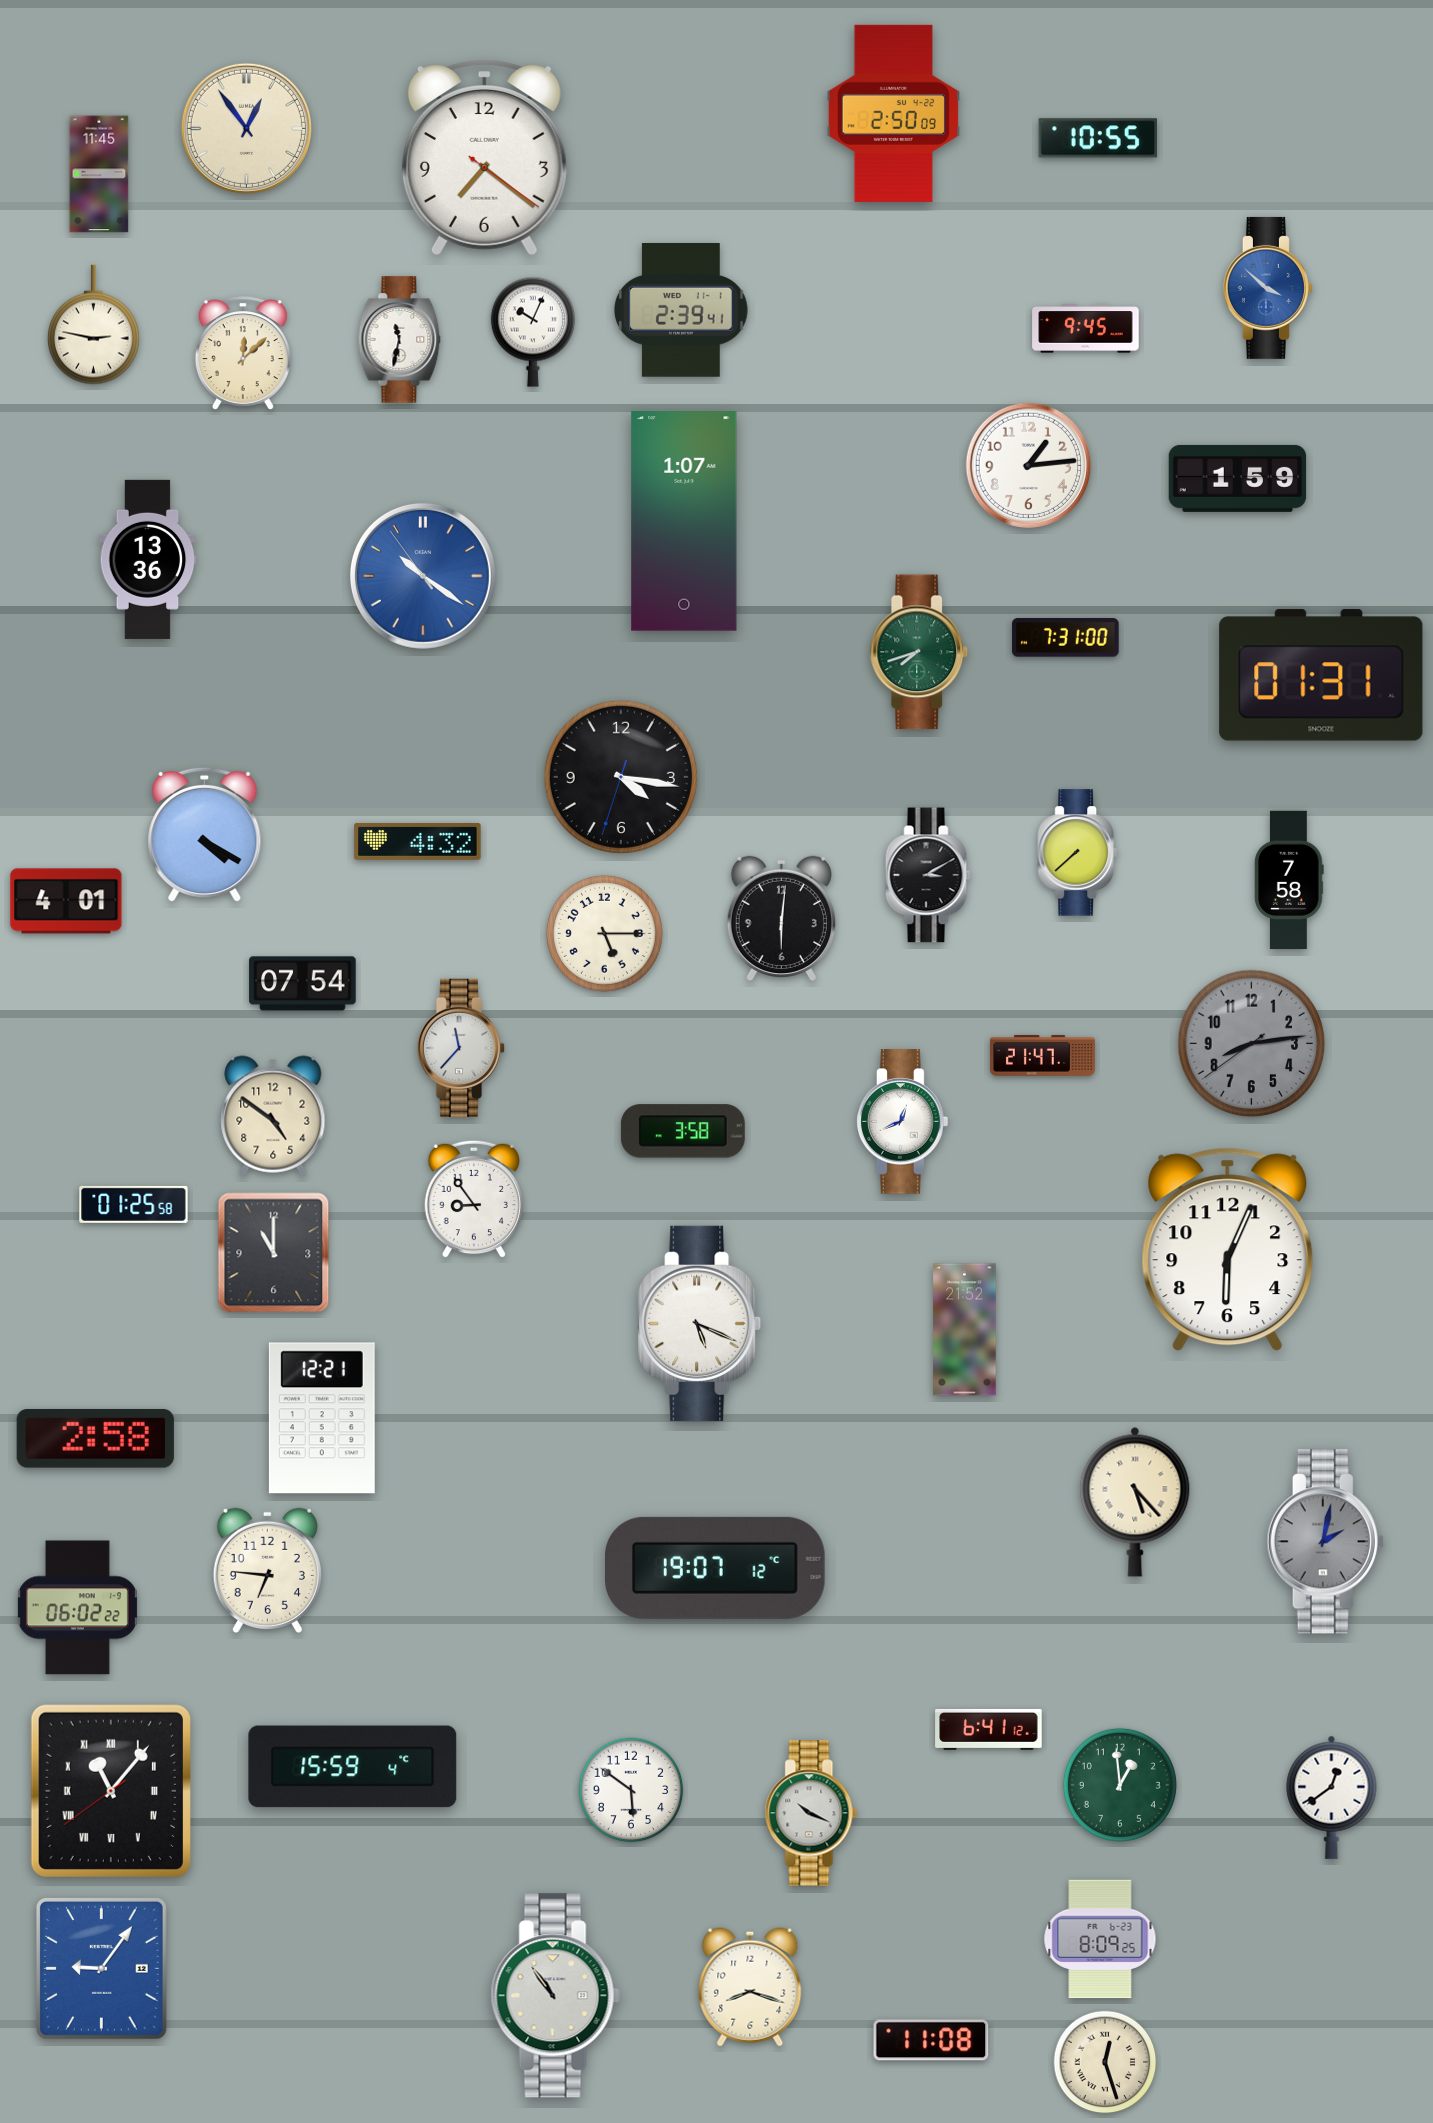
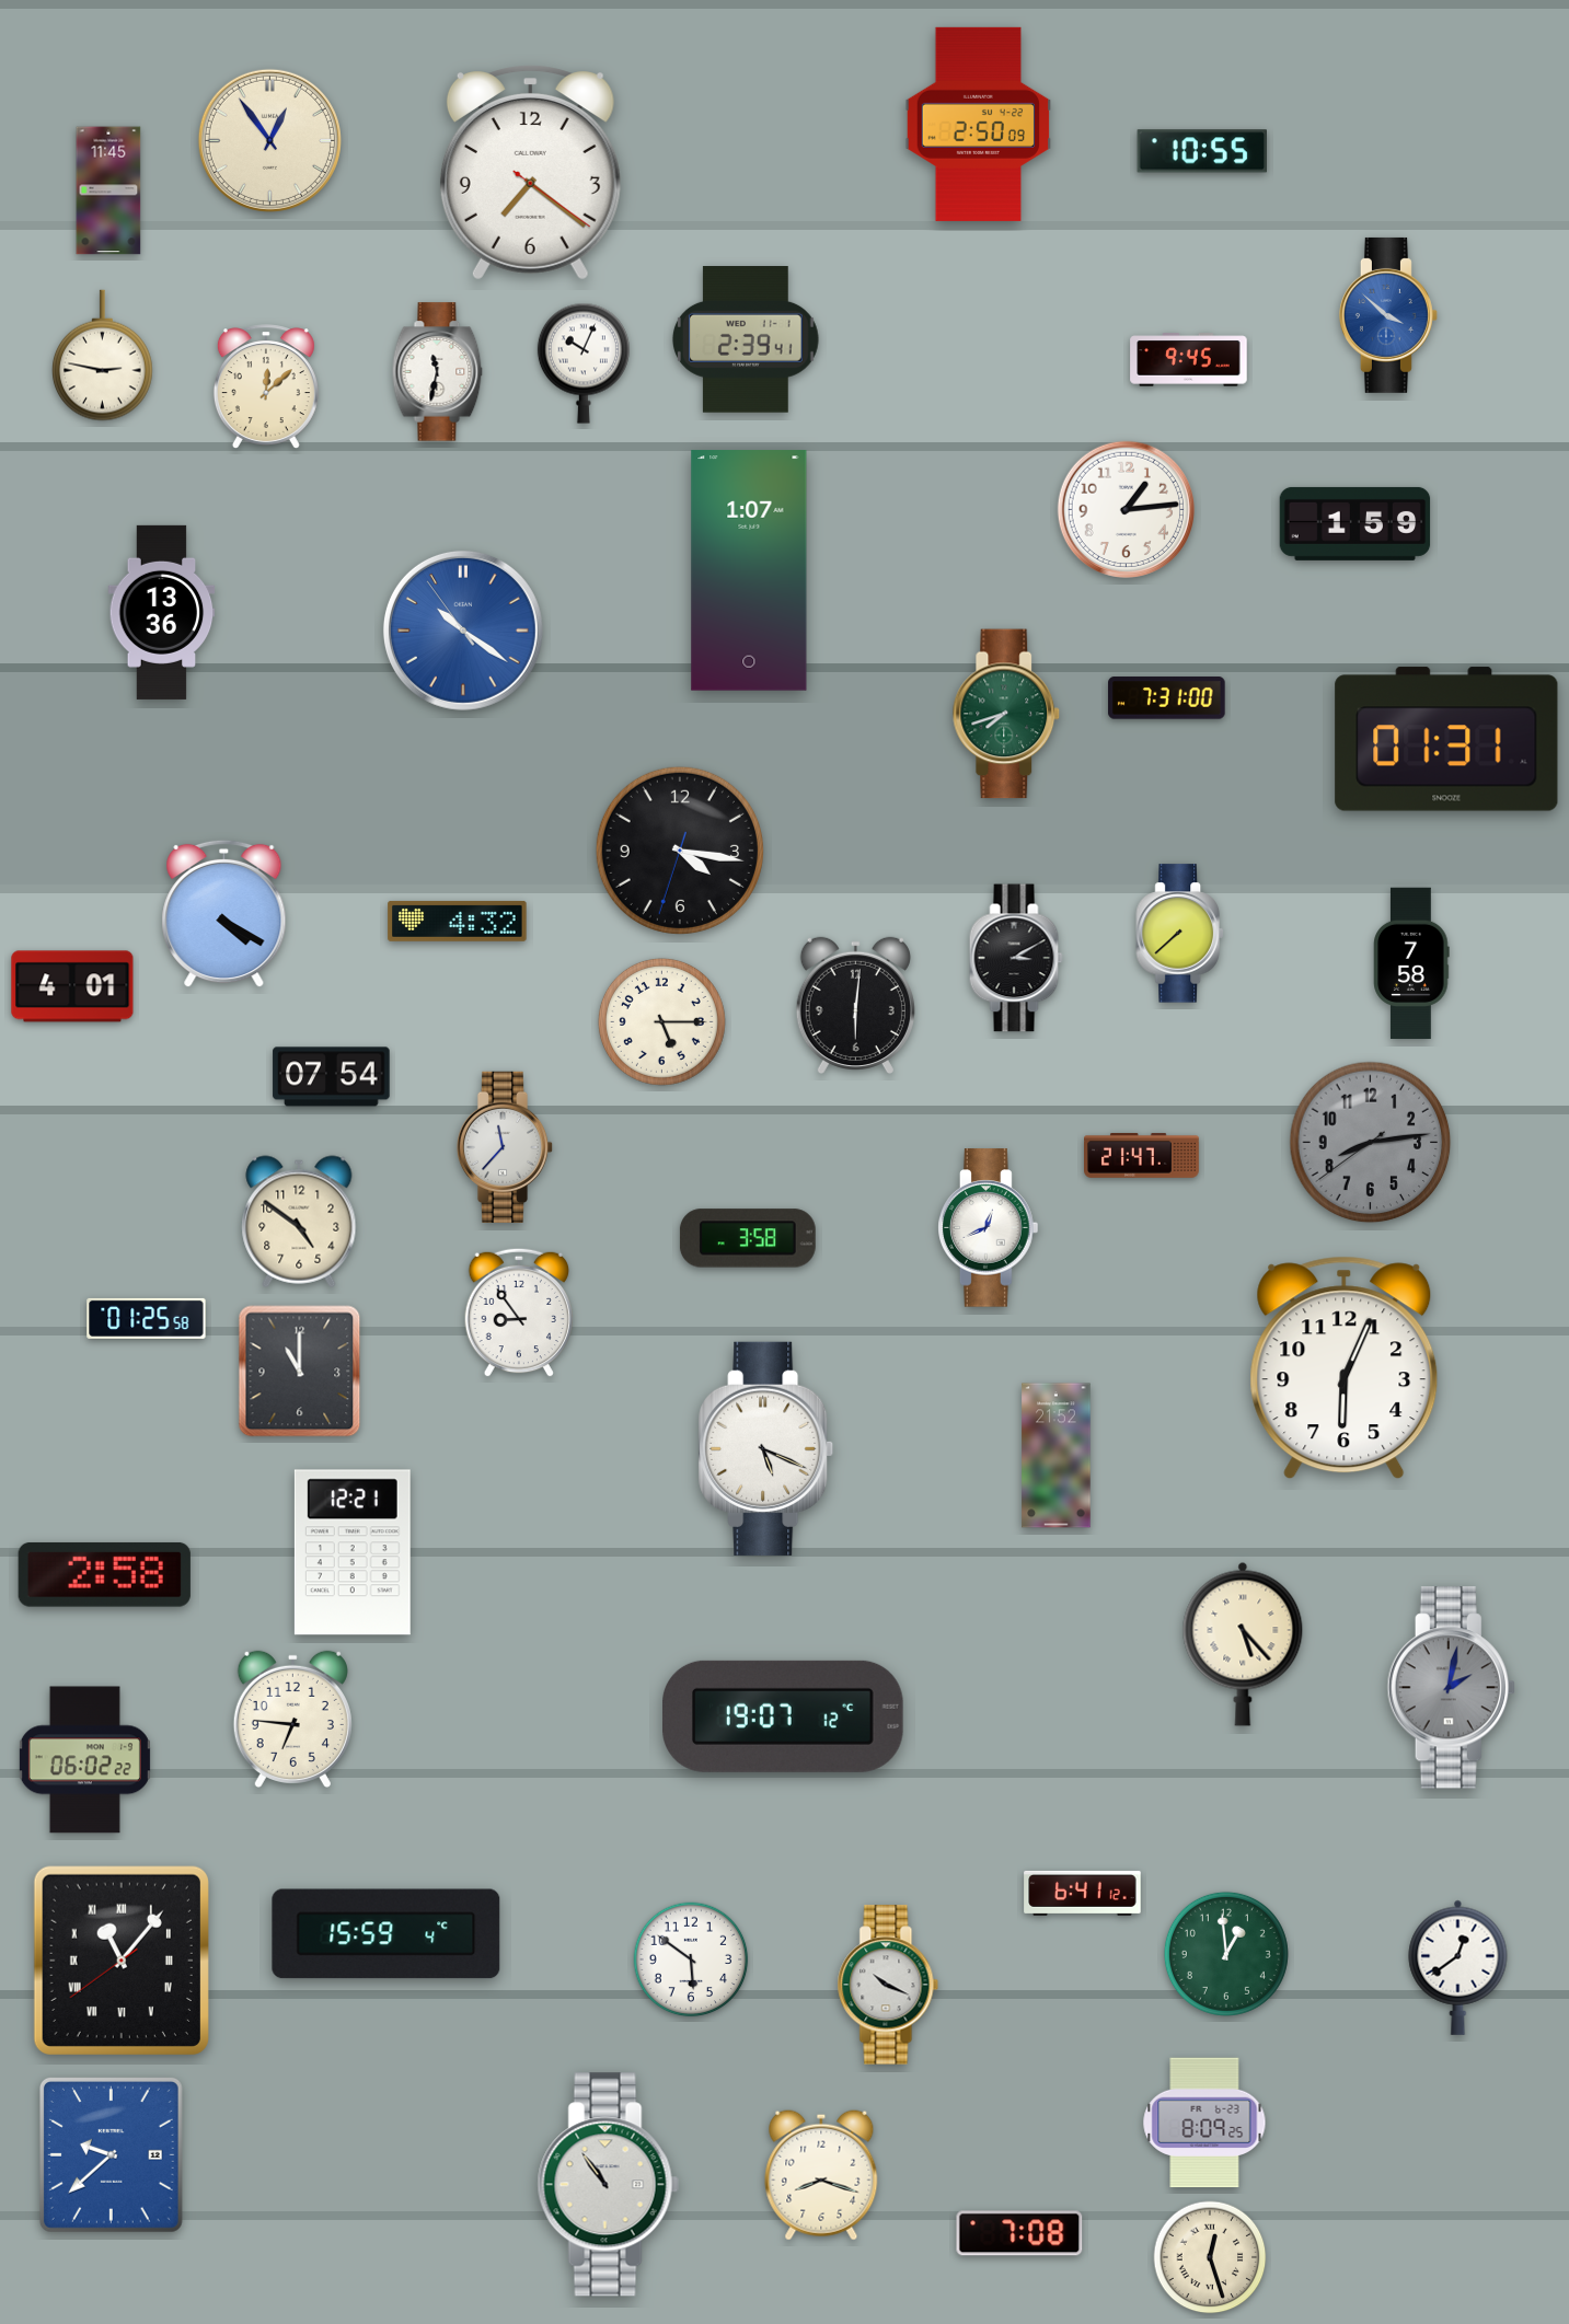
clock at (101, 1968): 9:06 -> 9:38
clock at (931, 2040): 11:08 -> 7:08
